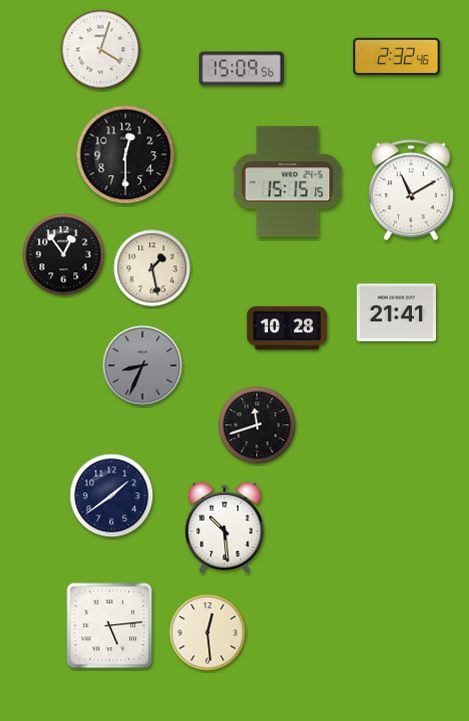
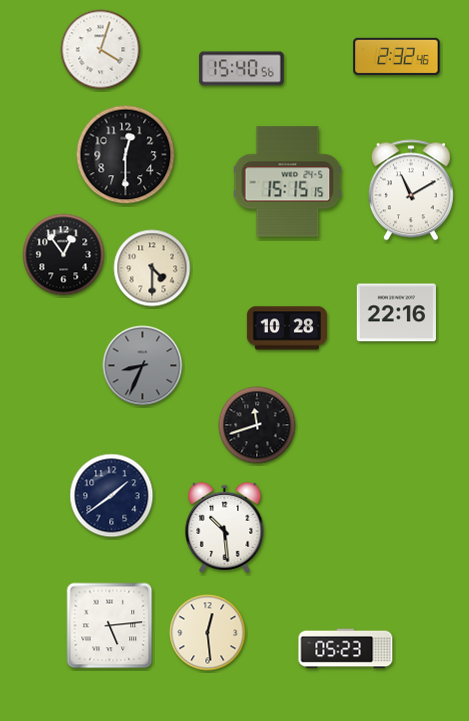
clock at (242, 69): 15:09 -> 15:40
clock at (152, 268): 1:28 -> 4:30
clock at (396, 313): 21:41 -> 22:16
clock at (346, 649): none -> 05:23
